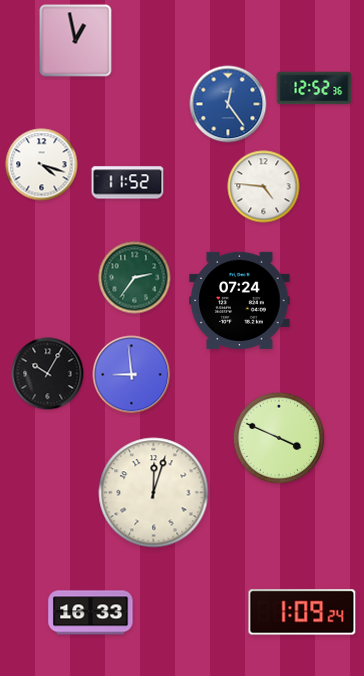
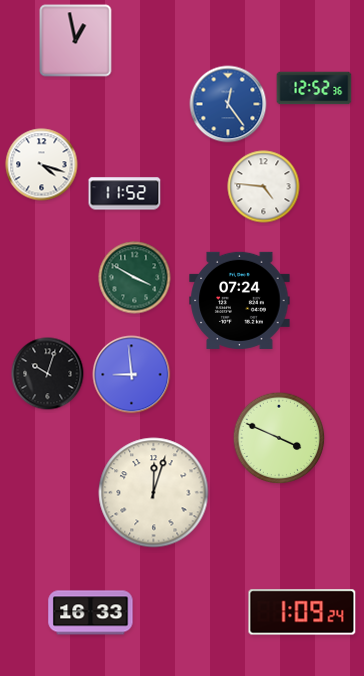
clock at (128, 183) position: (128, 183) -> (125, 194)
clock at (135, 278): 2:36 -> 3:50
clock at (48, 374): 10:05 -> 10:03
